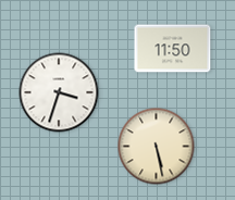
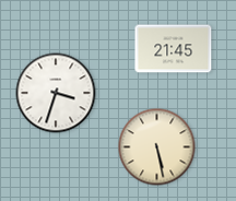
clock at (173, 49): 11:50 -> 21:45
clock at (59, 92) position: (59, 92) -> (56, 93)
